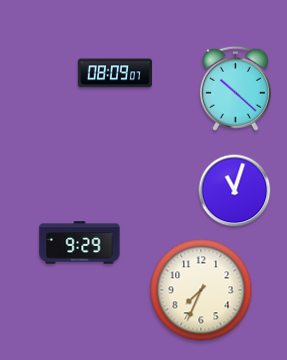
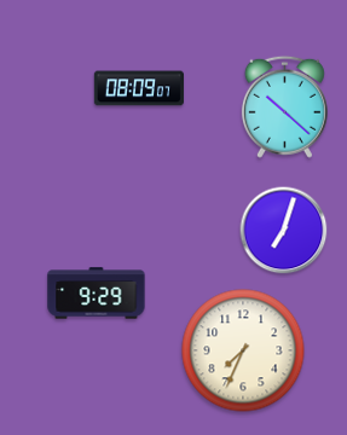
clock at (235, 191): 11:03 -> 7:03
